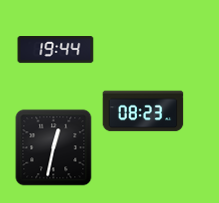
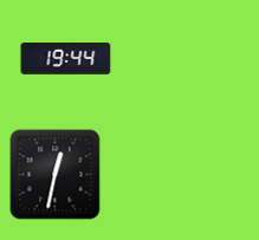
clock at (143, 111): 08:23 -> none
clock at (54, 148) position: (54, 148) -> (56, 175)
